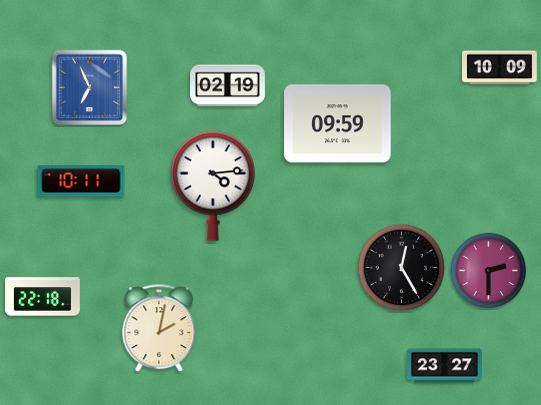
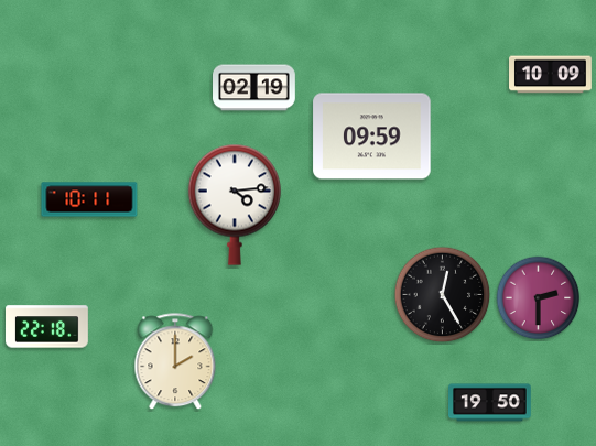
clock at (228, 86) position: (228, 86) -> (254, 88)
clock at (90, 88): 6:56 -> none
clock at (159, 329): 2:02 -> 2:00
clock at (445, 366): 23:27 -> 19:50
